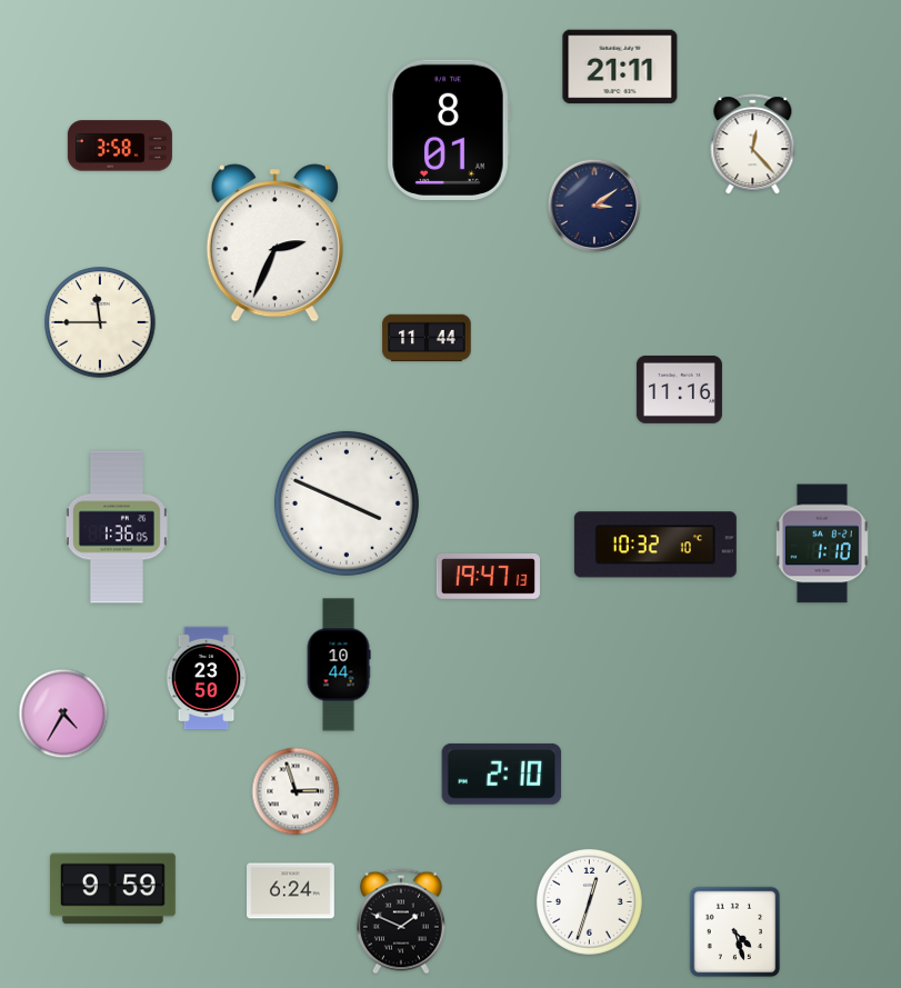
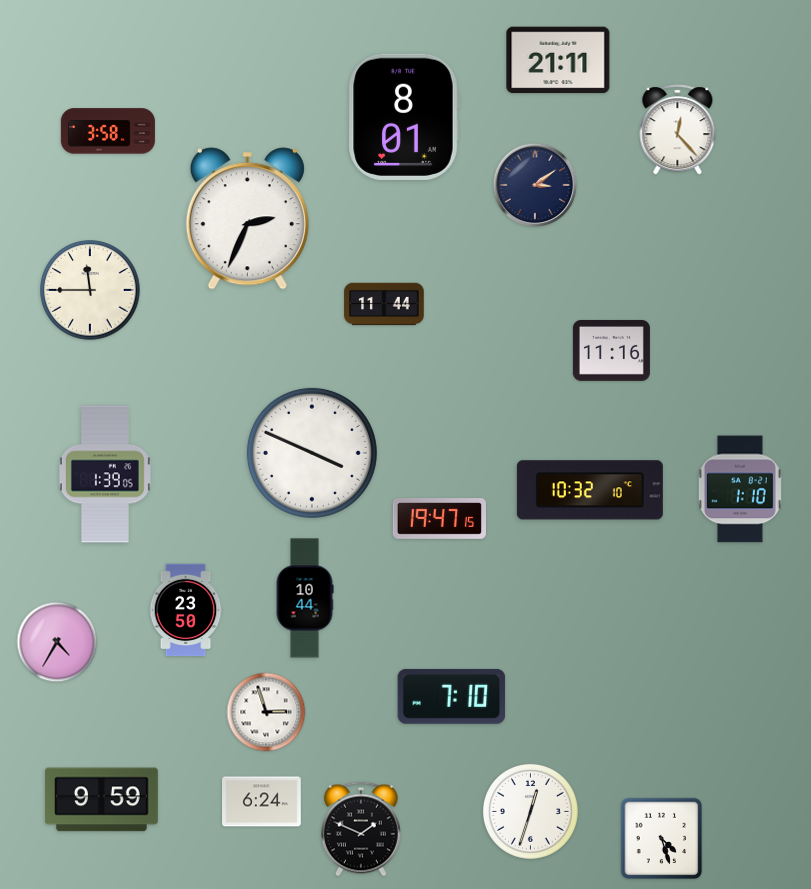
clock at (117, 527): 1:36 -> 1:39
clock at (488, 577): 19:47:13 -> 19:47:15
clock at (502, 774): 2:10 -> 7:10
